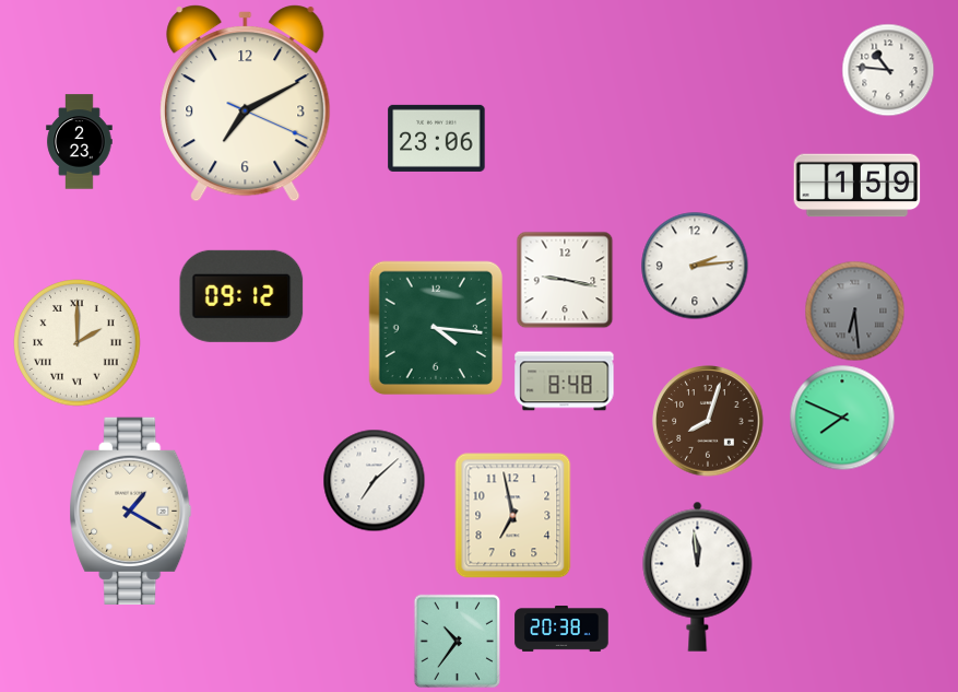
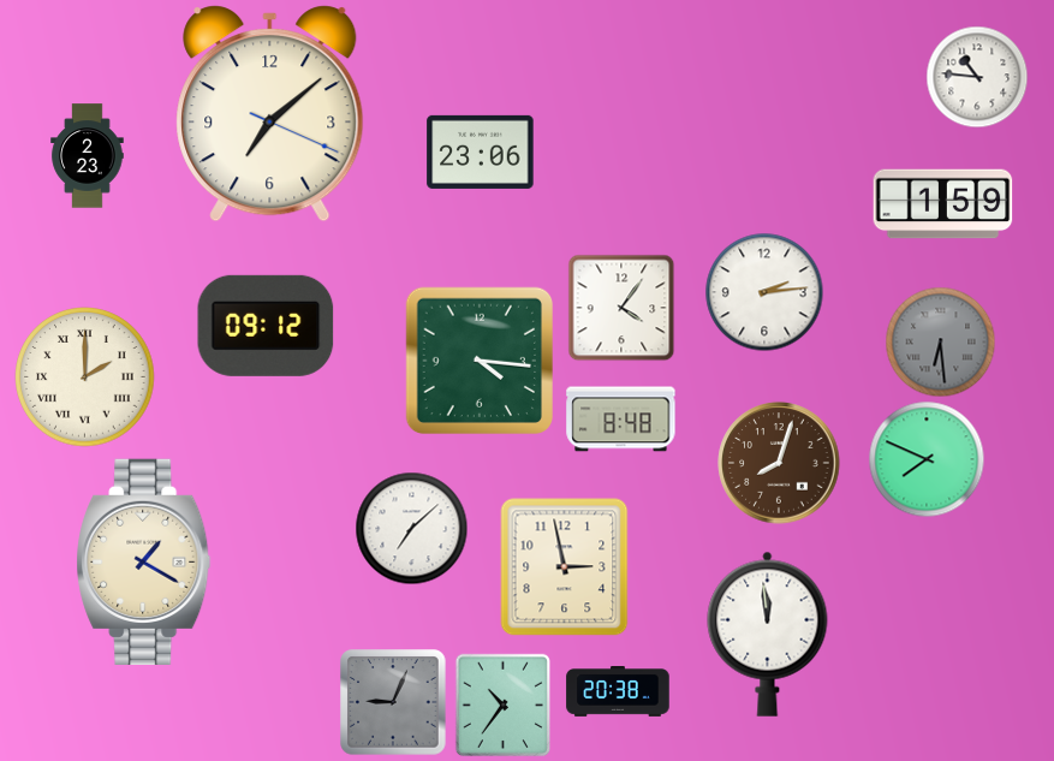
clock at (246, 104): 7:10 -> 7:08
clock at (565, 280): 9:17 -> 4:06
clock at (513, 516): 6:58 -> 2:58
clock at (393, 702): none -> 9:04
